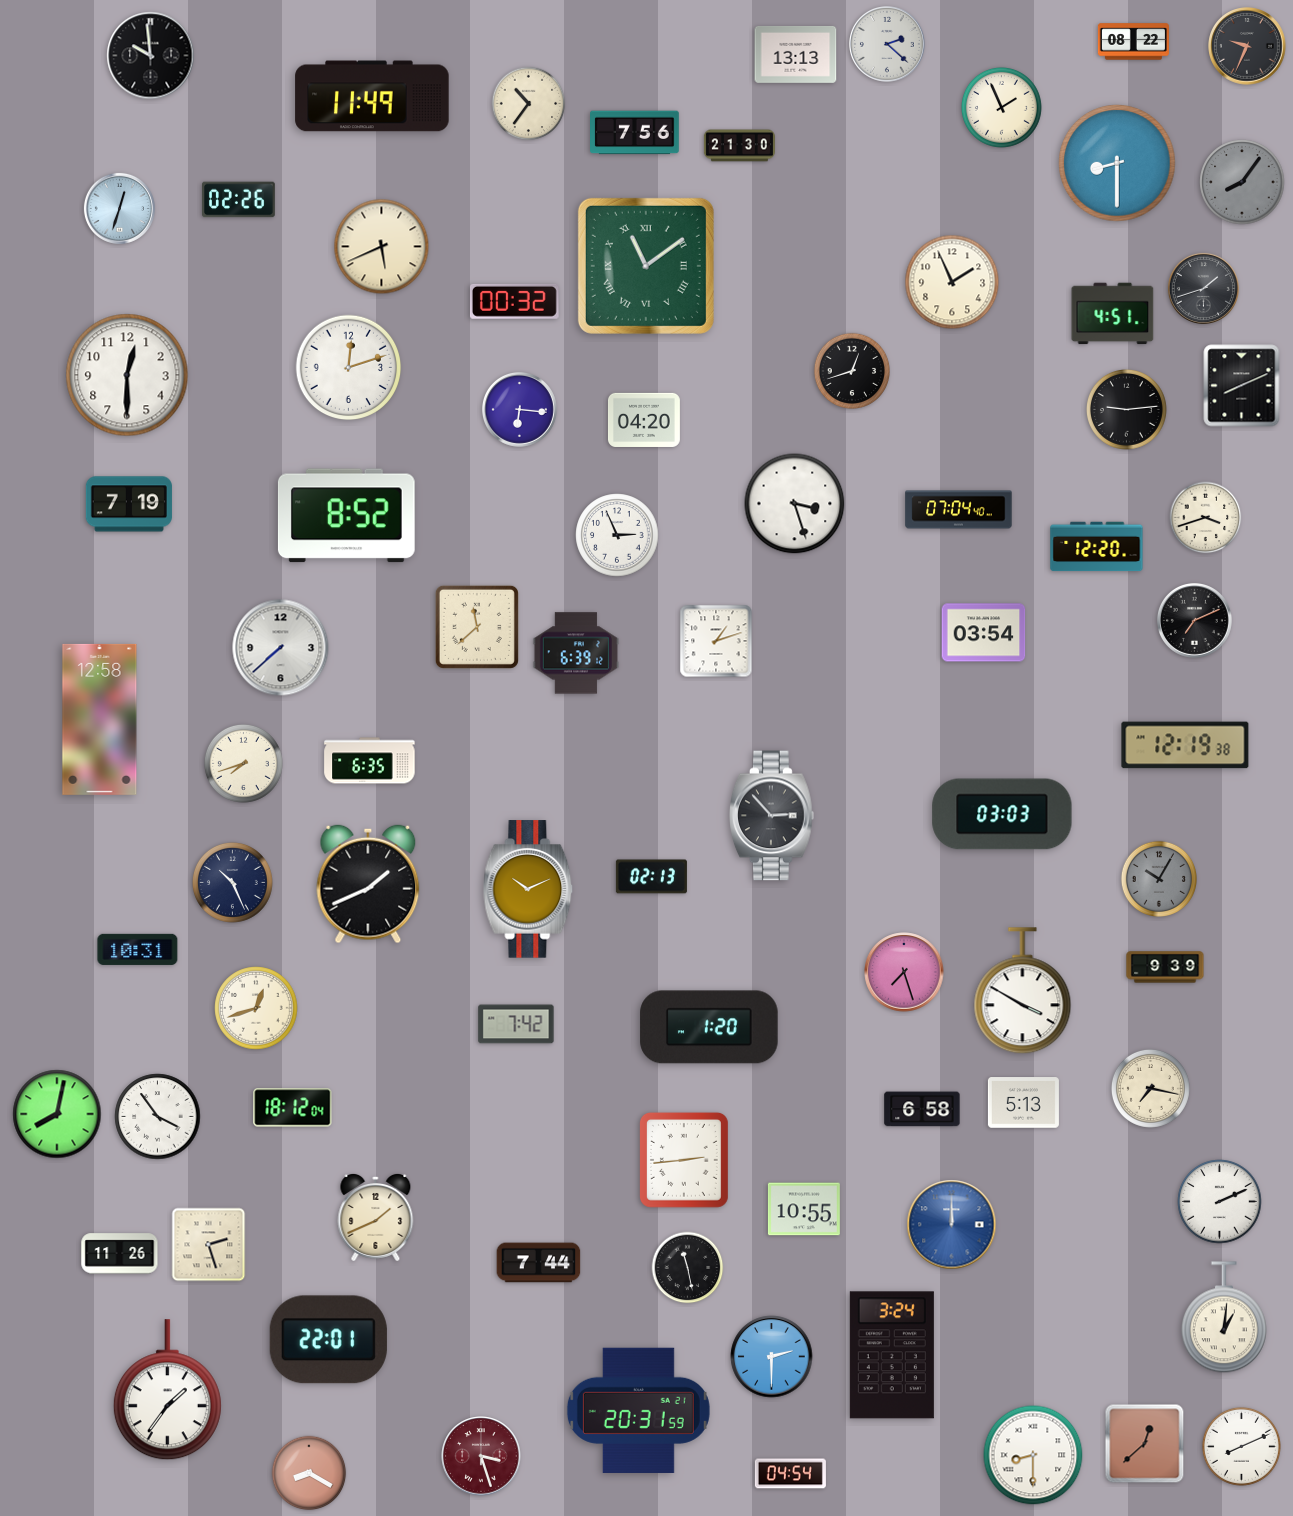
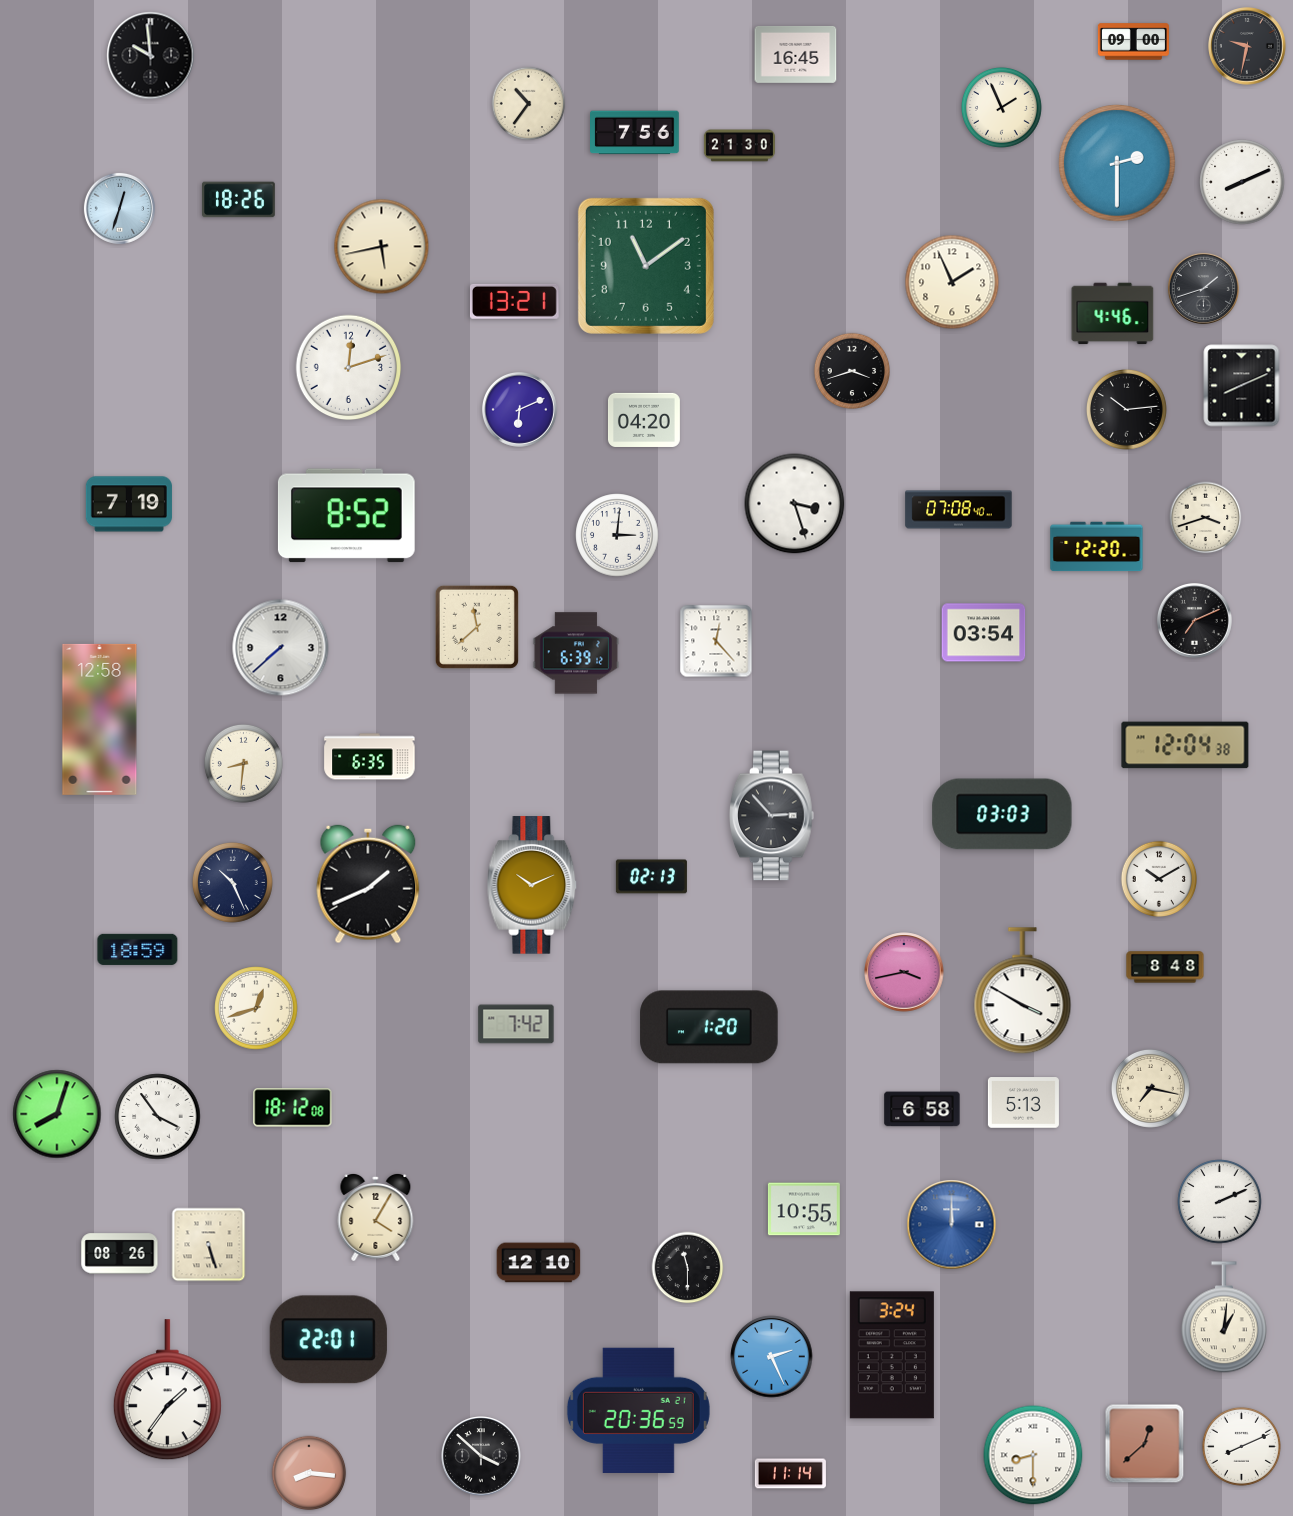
clock at (1133, 42): 08:22 -> 09:00
clock at (888, 45): 2:22 -> none
clock at (1247, 46): 9:34 -> 9:32
clock at (796, 54): 13:13 -> 16:45
clock at (372, 96): 11:49 -> none
clock at (1117, 163): 8:30 -> 2:30
clock at (1242, 182): 8:06 -> 8:11
clock at (1242, 182) dial: grey -> white
clock at (239, 200): 02:26 -> 18:26
clock at (382, 247): 5:41 -> 5:43
clock at (646, 266) numerals: Roman -> Arabic
clock at (515, 301): 00:32 -> 13:21
clock at (1113, 314): 4:51 -> 4:46
clock at (851, 370): 12:42 -> 3:42
clock at (127, 375): 12:30 -> none
clock at (519, 409): 6:16 -> 6:11
clock at (1126, 409): 9:14 -> 10:14
clock at (959, 510): 07:04 -> 07:08
clock at (617, 535): 2:56 -> 3:01
clock at (716, 641): 1:12 -> 12:23
clock at (1185, 745): 12:19 -> 12:04
clock at (370, 761) position: (370, 761) -> (370, 757)
clock at (243, 763): 7:42 -> 8:31
clock at (1158, 878): 10:05 -> 10:10
clock at (1158, 878) dial: grey -> white
clock at (528, 889) position: (528, 889) -> (532, 885)
clock at (138, 949): 10:31 -> 18:59
clock at (1165, 967): 9:39 -> 8:48
clock at (904, 972): 7:27 -> 3:43
clock at (293, 1108): 18:12:04 -> 18:12:08
clock at (57, 1114): 8:02 -> 8:03
clock at (684, 1160): 2:44 -> none
clock at (376, 1217): 1:41 -> 4:05
clock at (209, 1245): 2:27 -> 5:27
clock at (120, 1254): 11:26 -> 08:26
clock at (539, 1263): 7:44 -> 12:10
clock at (688, 1268): 11:28 -> 11:30
clock at (772, 1357): 2:30 -> 2:26
clock at (638, 1410): 20:31 -> 20:36
clock at (481, 1456): 3:27 -> 3:52
clock at (481, 1456) dial: burgundy -> black
clock at (309, 1473): 8:20 -> 8:16
clock at (790, 1474): 04:54 -> 11:14
